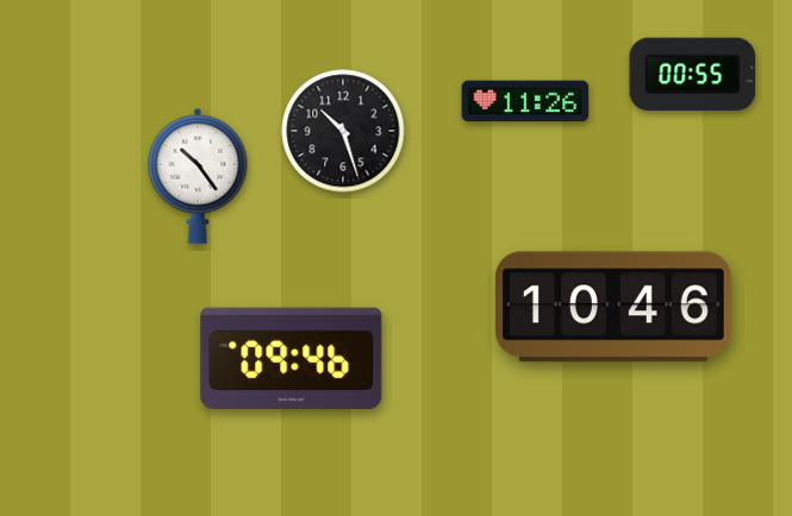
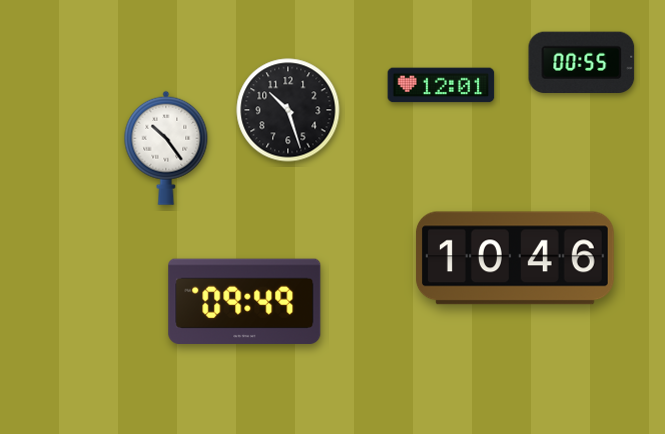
clock at (525, 101): 11:26 -> 12:01
clock at (292, 358): 09:46 -> 09:49
